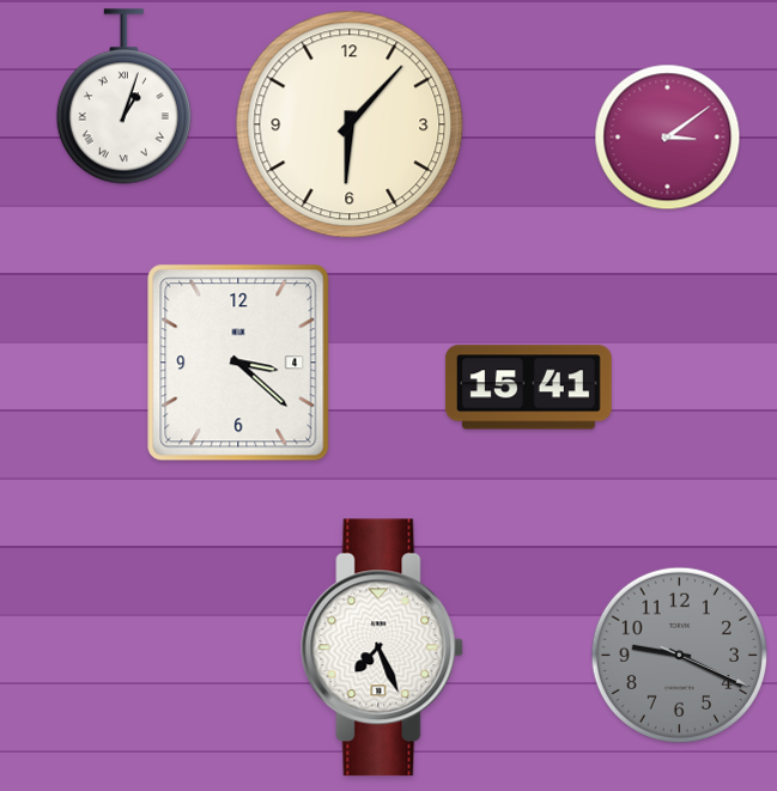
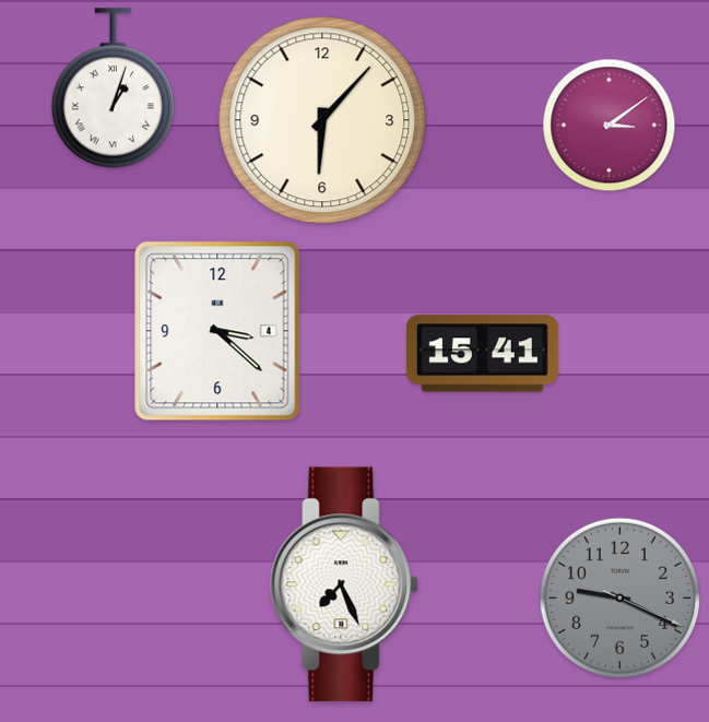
clock at (350, 124) position: (350, 124) -> (322, 120)
clock at (382, 647) position: (382, 647) -> (344, 584)
